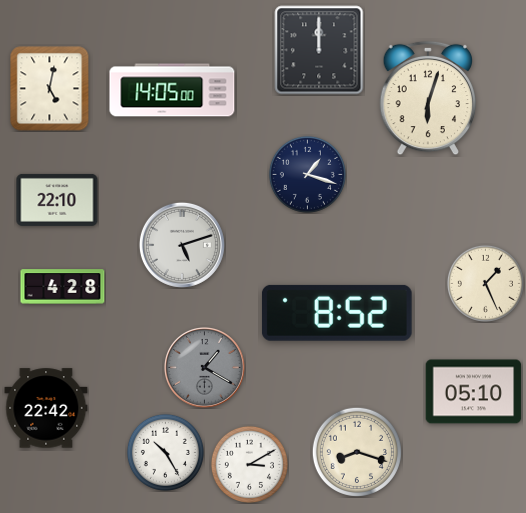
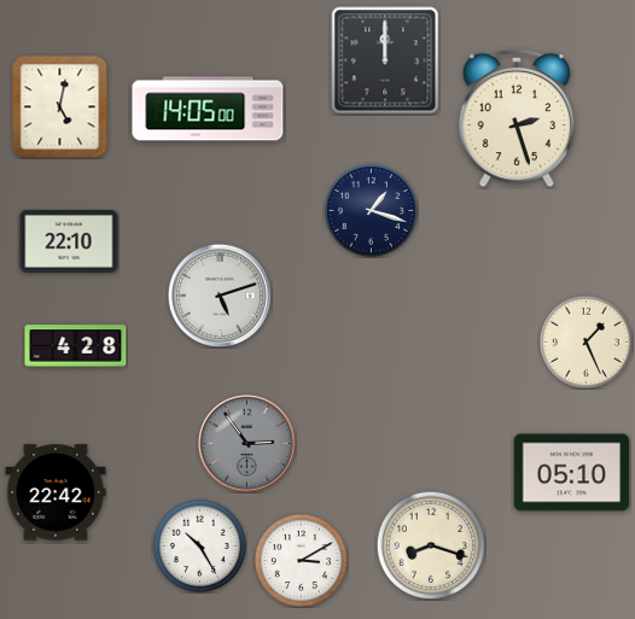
clock at (428, 98): 6:03 -> 2:27
clock at (337, 313): 8:52 -> none
clock at (204, 367): 1:20 -> 2:54
